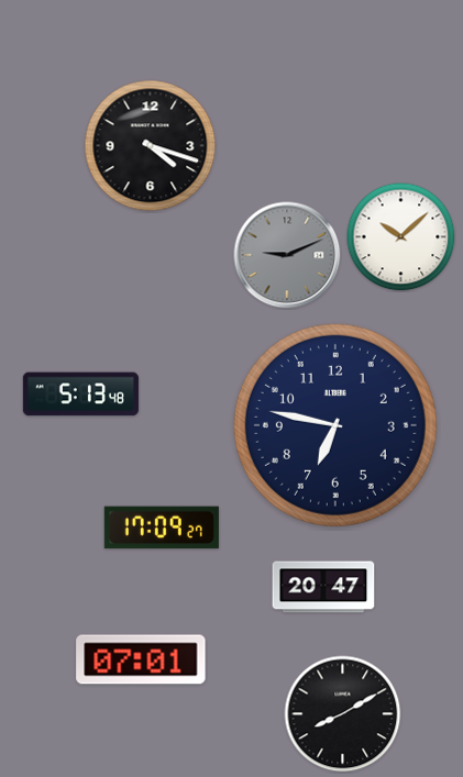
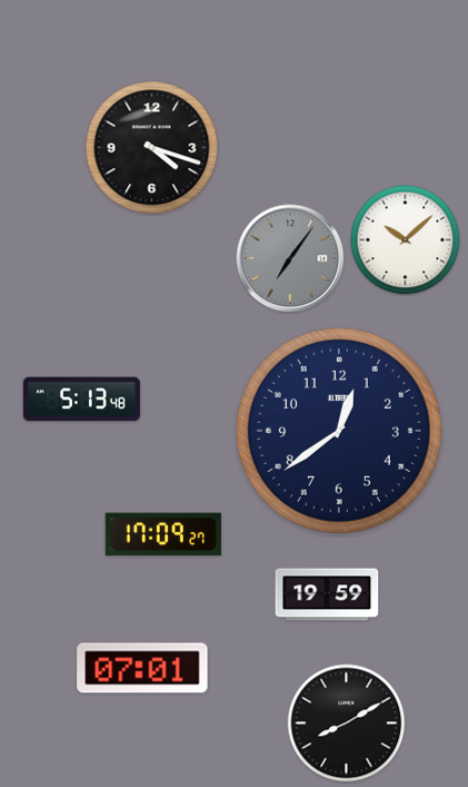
clock at (287, 255): 9:11 -> 7:06
clock at (335, 425): 6:47 -> 12:39
clock at (323, 587): 20:47 -> 19:59
